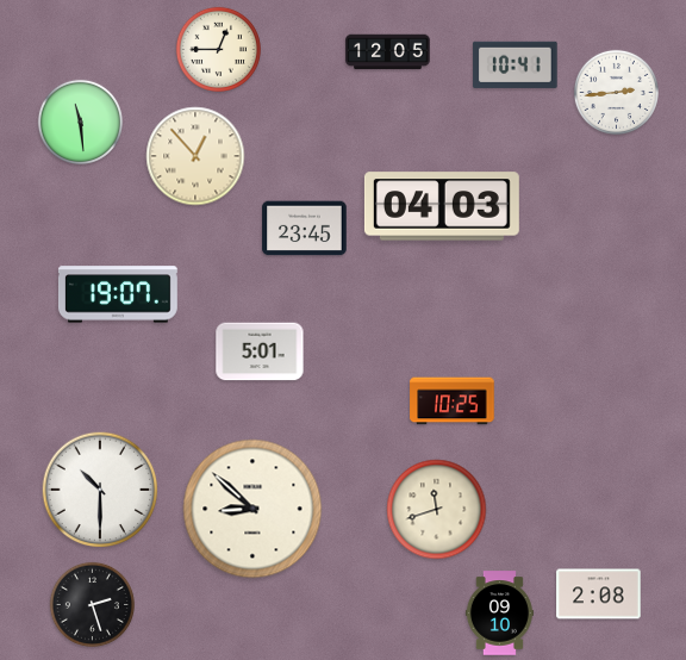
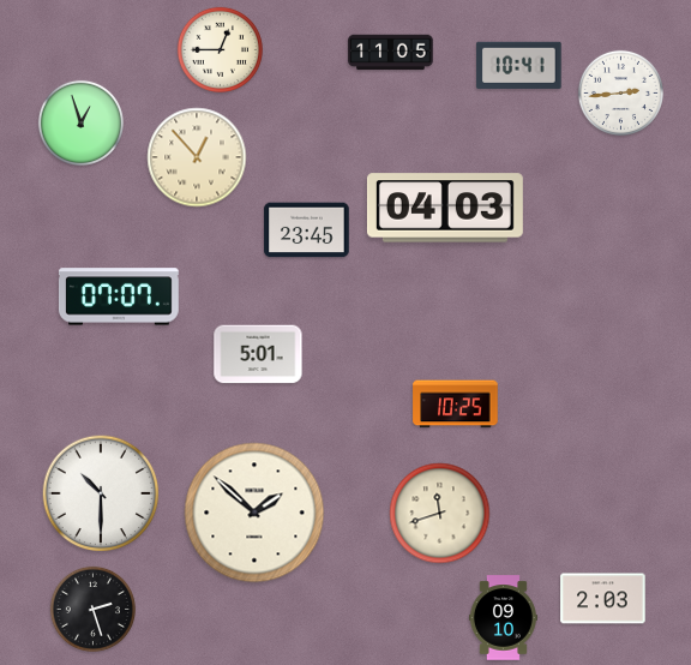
clock at (388, 52): 12:05 -> 11:05
clock at (80, 122): 11:29 -> 12:57
clock at (118, 294): 19:07 -> 07:07
clock at (260, 351) position: (260, 351) -> (258, 354)
clock at (252, 509): 8:52 -> 1:52
clock at (599, 594): 2:08 -> 2:03
